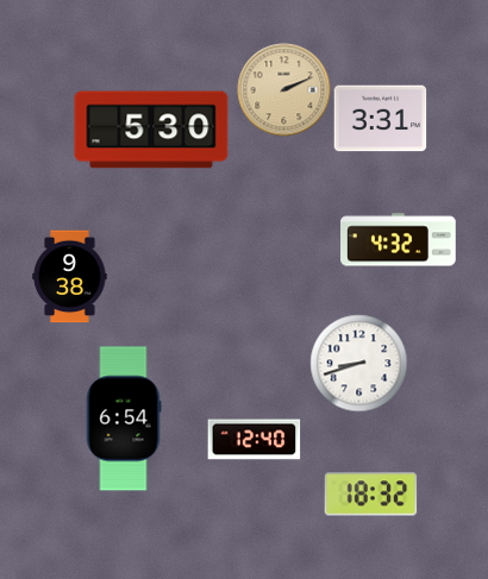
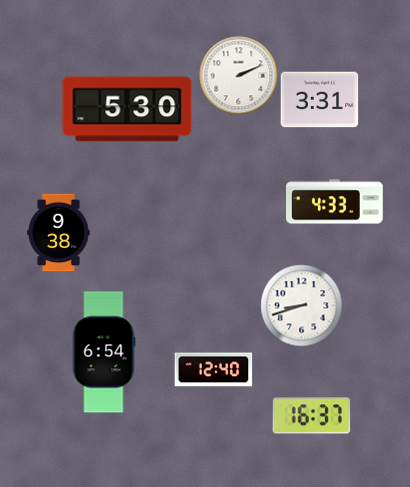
clock at (283, 89) dial: champagne -> white
clock at (399, 240): 4:32 -> 4:33
clock at (370, 495): 18:32 -> 16:37
